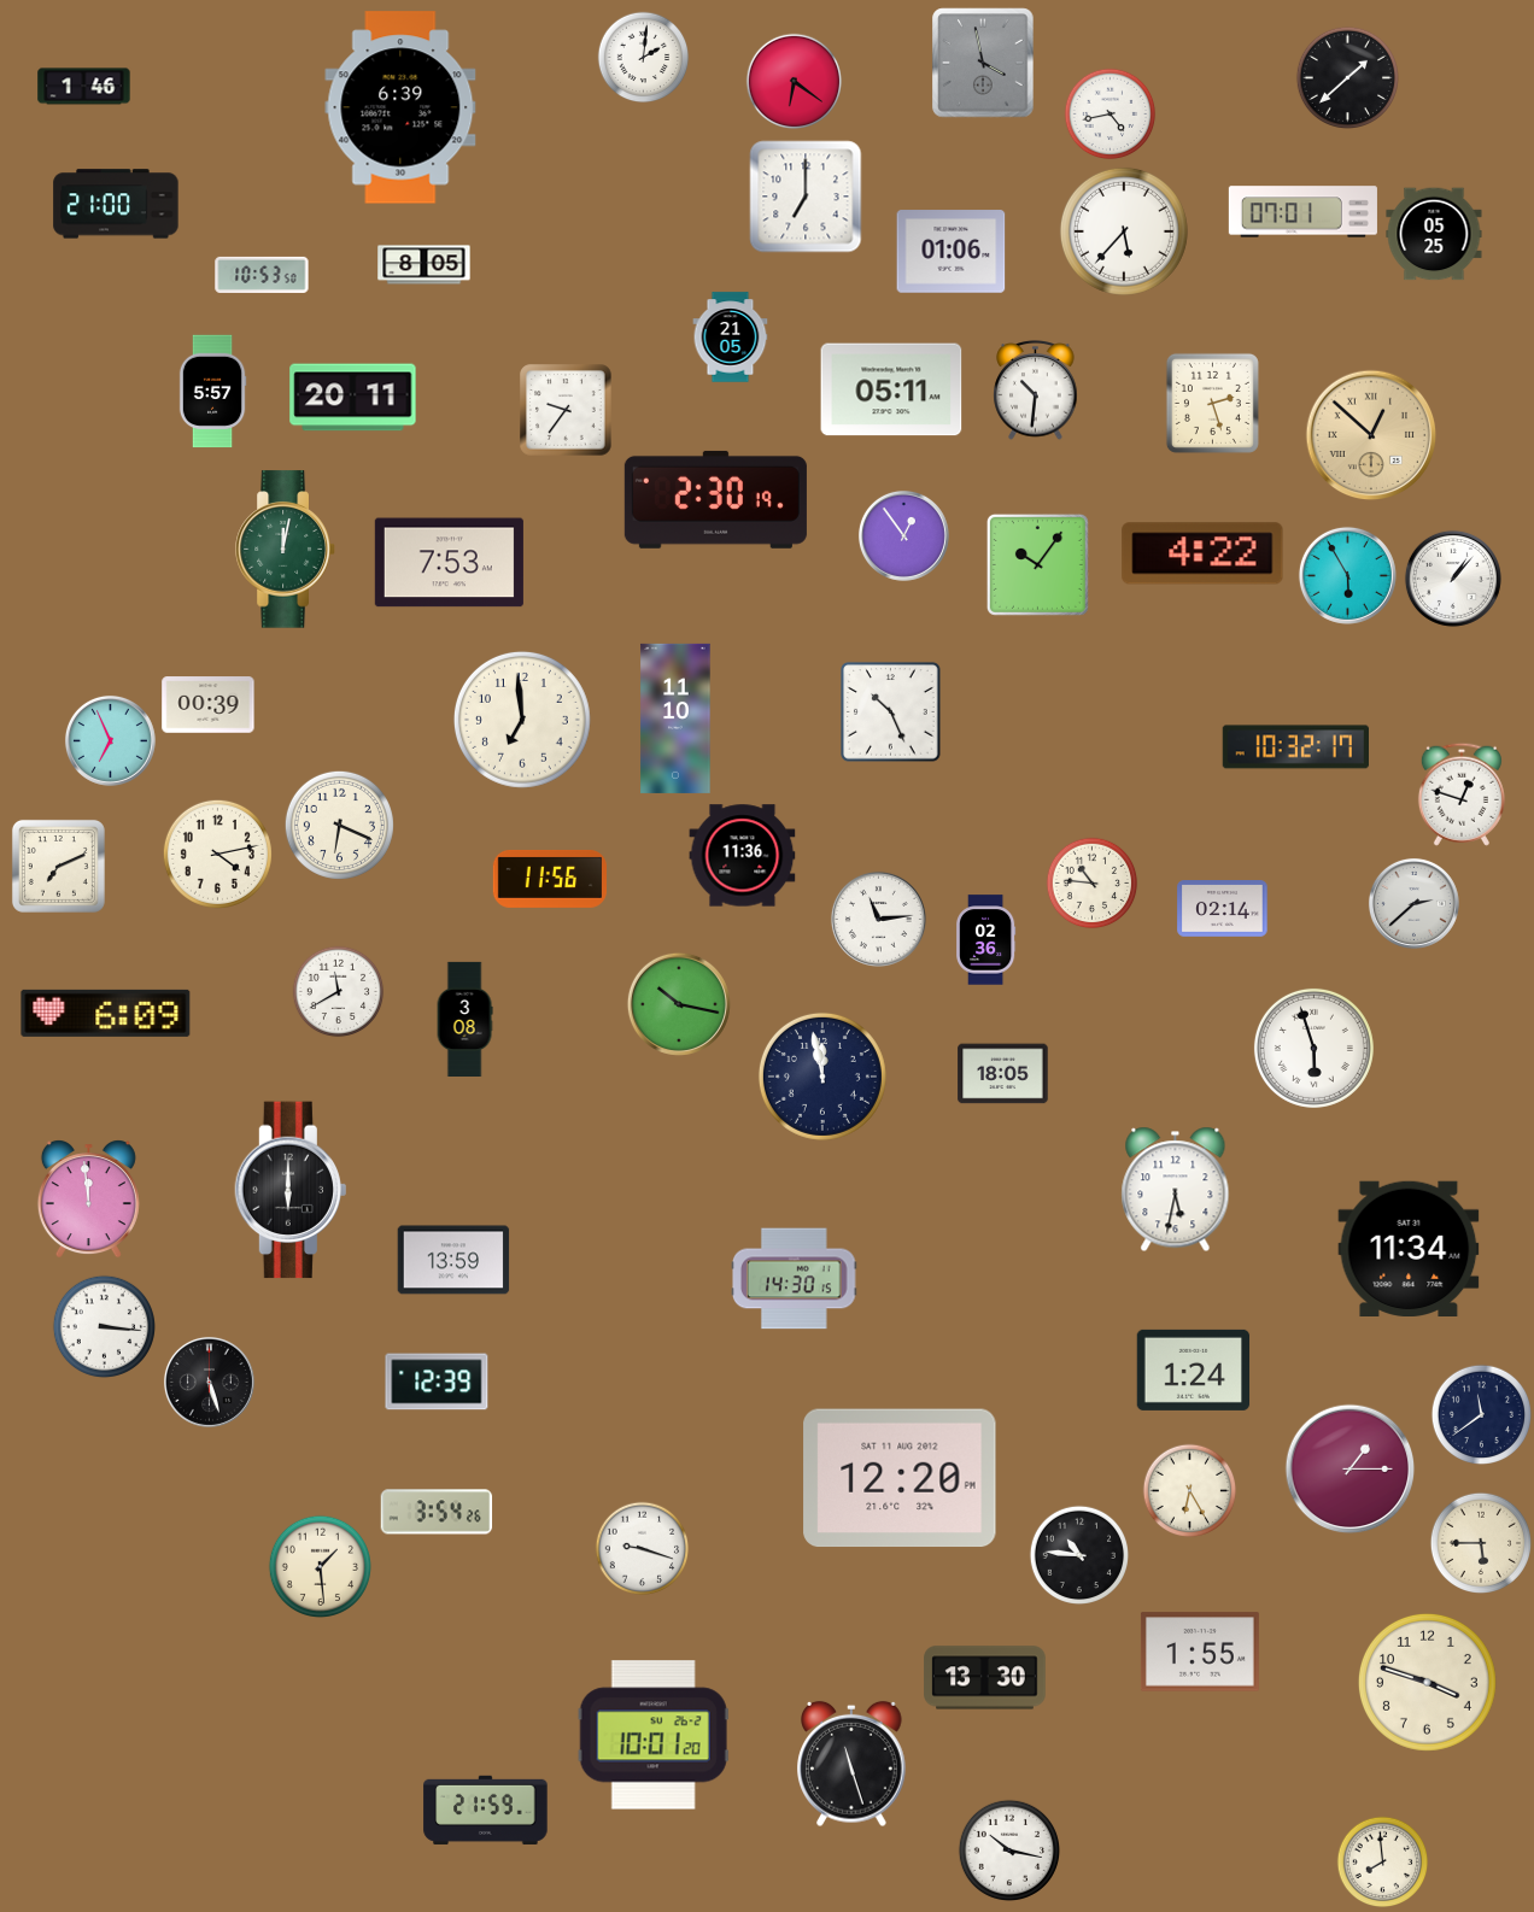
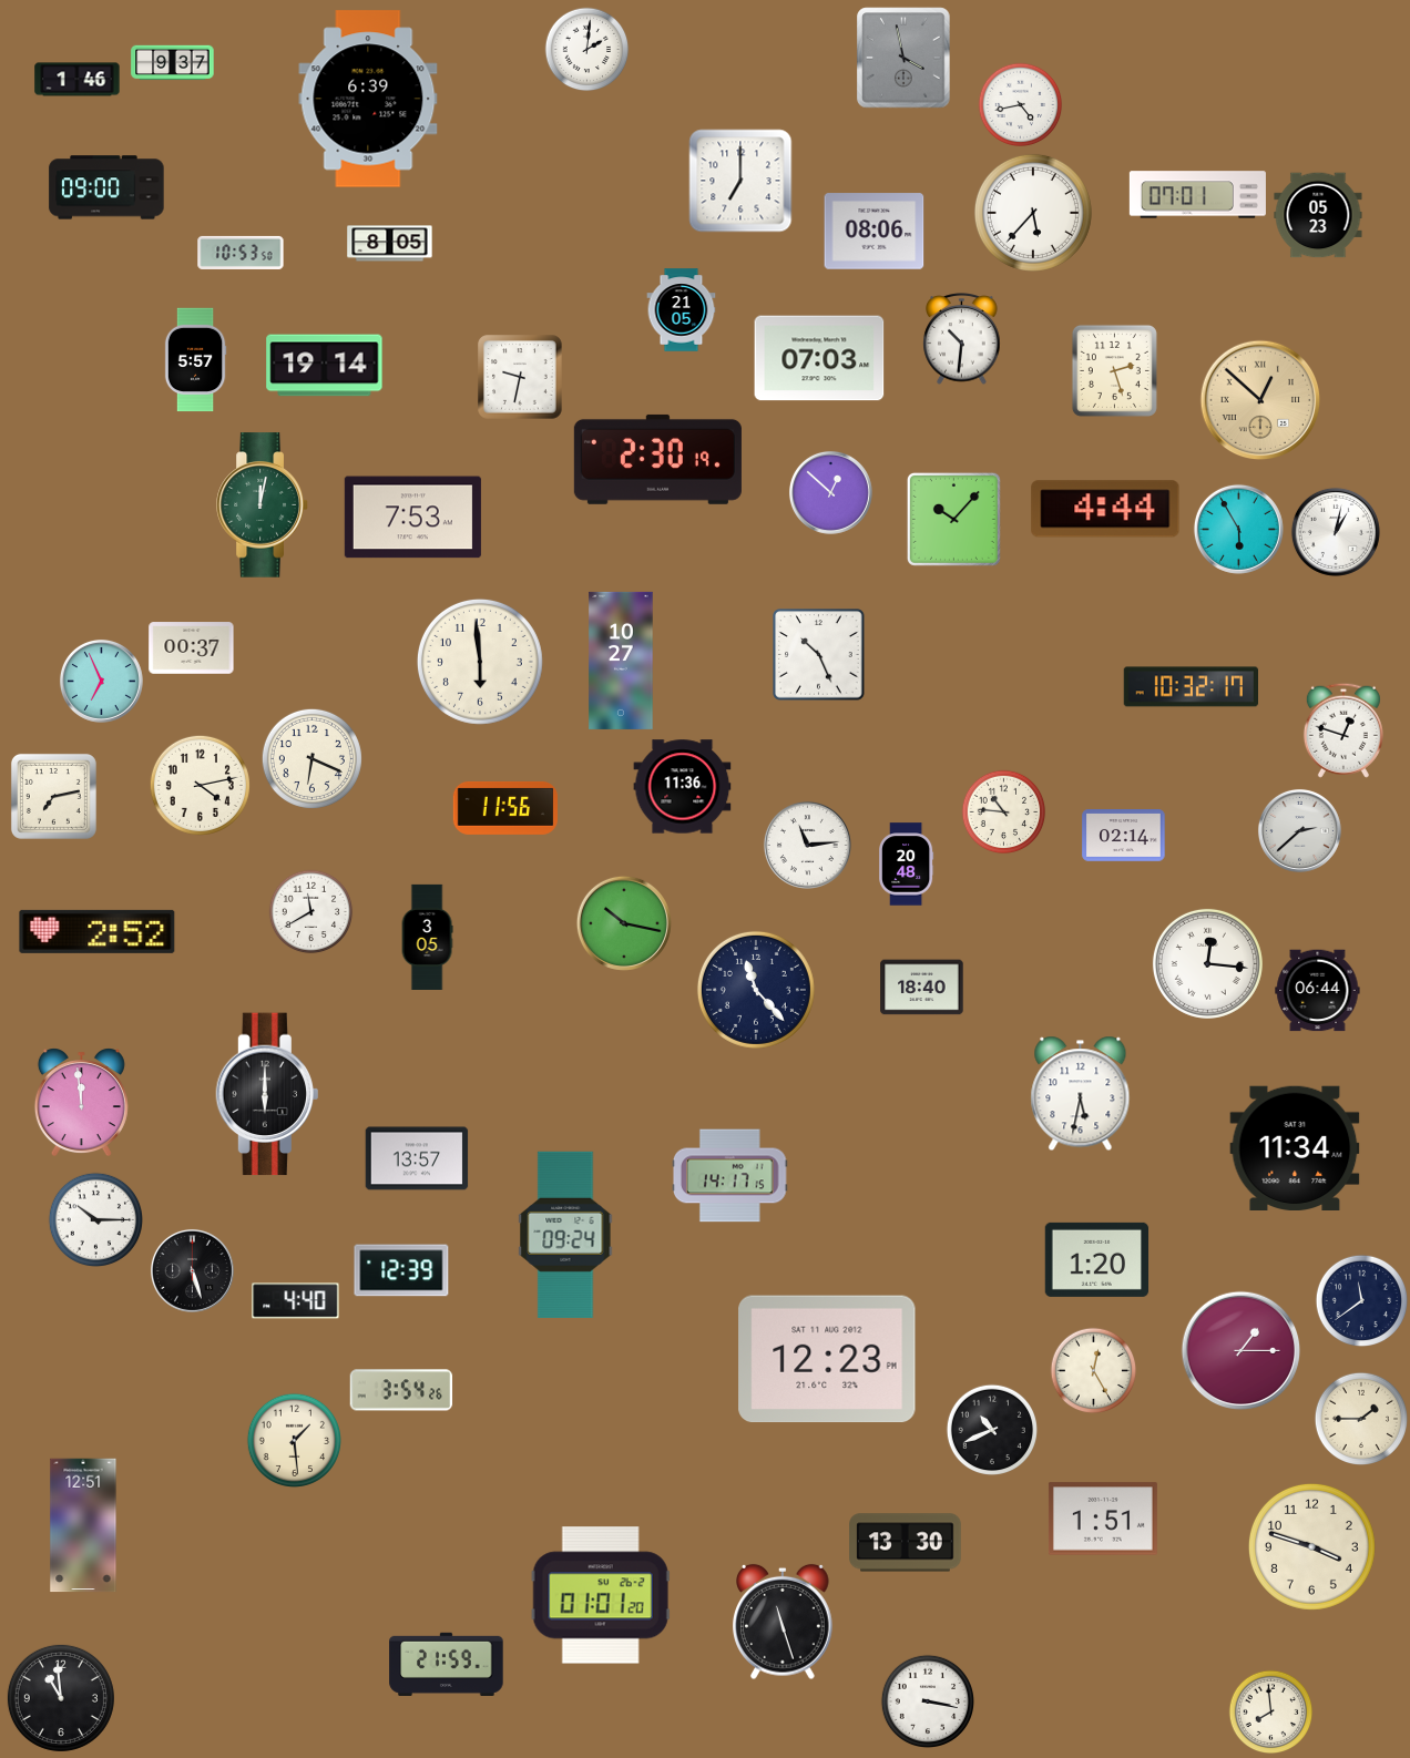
clock at (644, 58) position: (644, 58) -> (587, 50)
clock at (173, 63): none -> 9:37
clock at (1347, 77): 1:38 -> none
clock at (795, 82): 6:21 -> none
clock at (116, 204): 21:00 -> 09:00
clock at (1434, 234): 05:25 -> 05:23
clock at (952, 252): 01:06 -> 08:06
clock at (731, 338) position: (731, 338) -> (682, 310)
clock at (891, 389): 05:11 -> 07:03
clock at (1036, 391) position: (1036, 391) -> (962, 339)
clock at (353, 398): 20:11 -> 19:14
clock at (566, 410): 9:36 -> 9:32
clock at (903, 535): 12:54 -> 12:52
clock at (1202, 553): 4:22 -> 4:44
clock at (1037, 564): 10:06 -> 10:07
clock at (1453, 579): 1:07 -> 1:02
clock at (209, 705): 00:39 -> 00:37
clock at (675, 719): 11:10 -> 10:27
clock at (522, 720): 6:59 -> 5:59
clock at (58, 866): 7:11 -> 7:13
clock at (986, 940): 02:36 -> 20:48
clock at (106, 1013): 6:09 -> 2:52
clock at (464, 1019): 3:08 -> 3:05
clock at (1313, 1048): 5:57 -> 12:16
clock at (1003, 1074): 18:05 -> 18:40
clock at (822, 1077): 11:58 -> 11:23
clock at (1318, 991): none -> 06:44
clock at (453, 1260): 13:59 -> 13:57
clock at (795, 1279): 14:30 -> 14:17
clock at (104, 1326): 3:16 -> 10:15
clock at (565, 1235): none -> 09:24
clock at (1194, 1370): 1:24 -> 1:20
clock at (296, 1301): none -> 4:40
clock at (900, 1478): 12:20 -> 12:23
clock at (1190, 1491): 6:25 -> 12:25
clock at (1480, 1542): 5:45 -> 1:45
clock at (643, 1549): 9:18 -> none
clock at (1078, 1554): 10:46 -> 10:41
clock at (1200, 1652): 1:55 -> 1:51
clock at (83, 1525): none -> 12:51
clock at (654, 1735): 10:01 -> 01:01
clock at (61, 1698): none -> 10:59
clock at (1008, 1849): 10:17 -> 3:17
